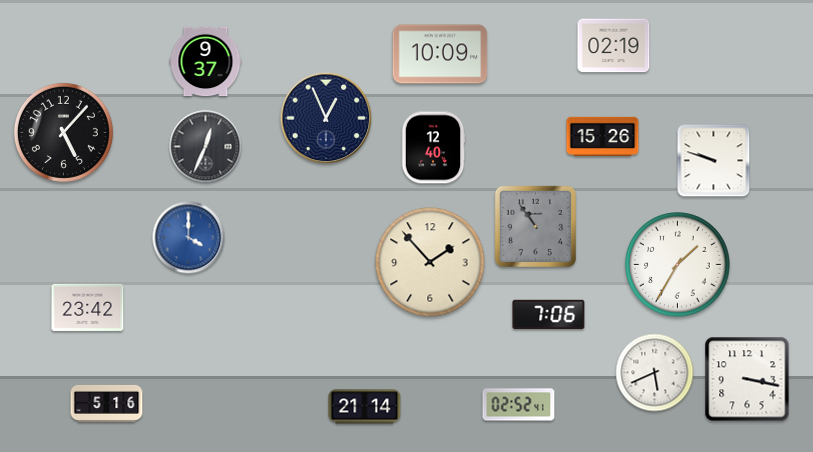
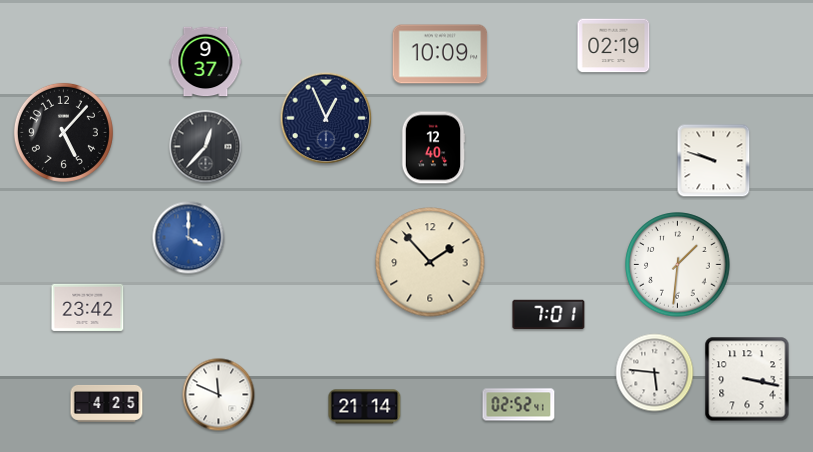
clock at (603, 136): 15:26 -> none
clock at (206, 147): 12:34 -> 12:37
clock at (535, 226): 10:54 -> none
clock at (678, 265): 1:35 -> 1:31
clock at (549, 315): 7:06 -> 7:01
clock at (655, 373): 5:41 -> 5:46
clock at (219, 395): none -> 11:49
clock at (107, 403): 5:16 -> 4:25
